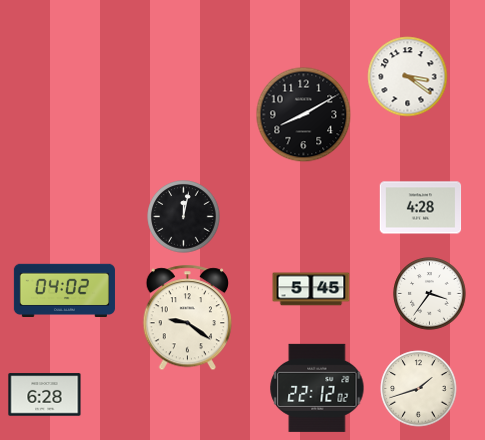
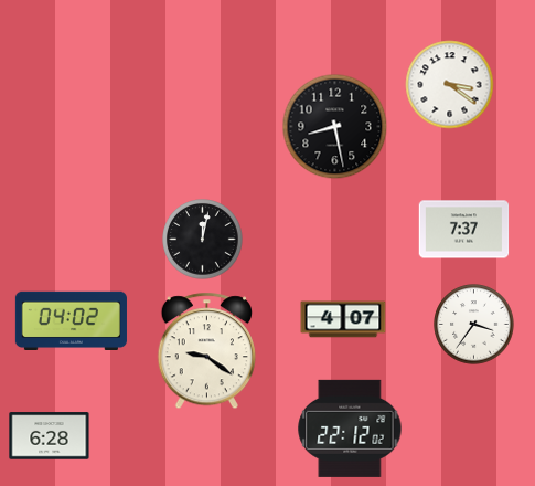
clock at (304, 115): 8:10 -> 8:28
clock at (421, 208): 4:28 -> 7:37
clock at (311, 289): 5:45 -> 4:07
clock at (419, 389): 1:42 -> none
